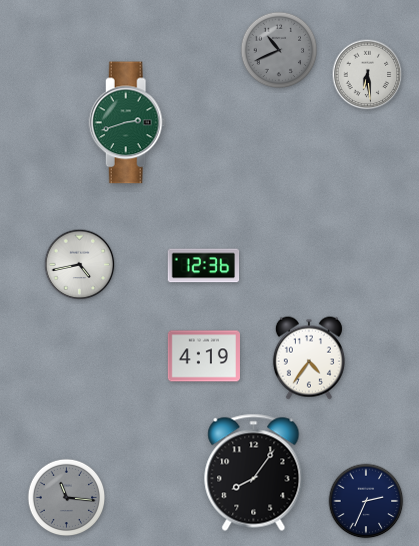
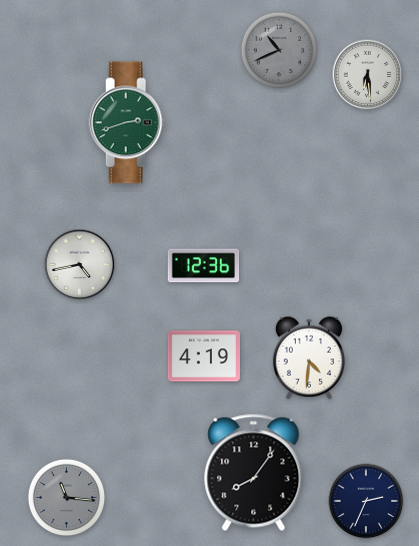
clock at (309, 358): 4:36 -> 4:31
